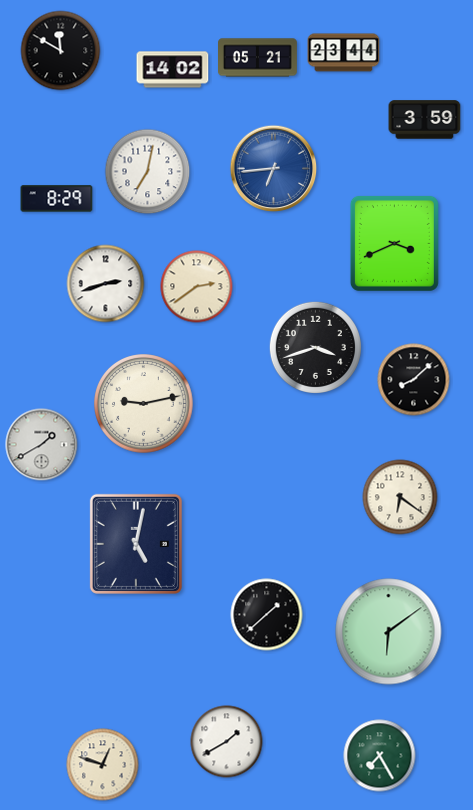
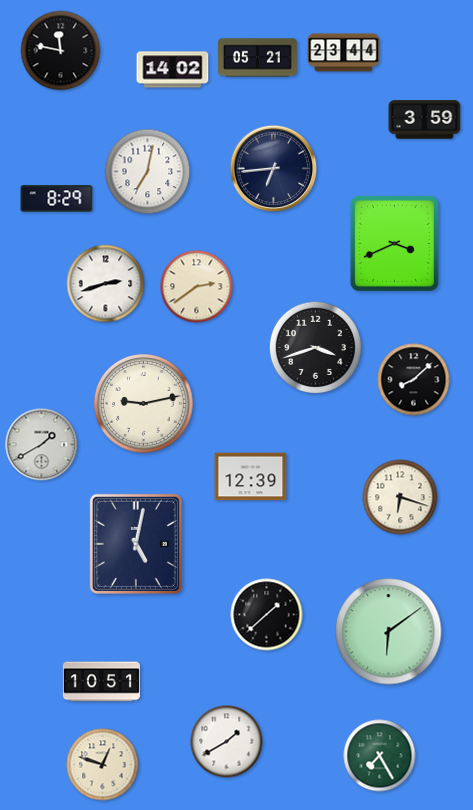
clock at (61, 51): 11:50 -> 11:47
clock at (274, 169) dial: blue -> navy
clock at (251, 477): none -> 12:39
clock at (400, 497): 6:21 -> 6:18
clock at (101, 682): none -> 10:51
